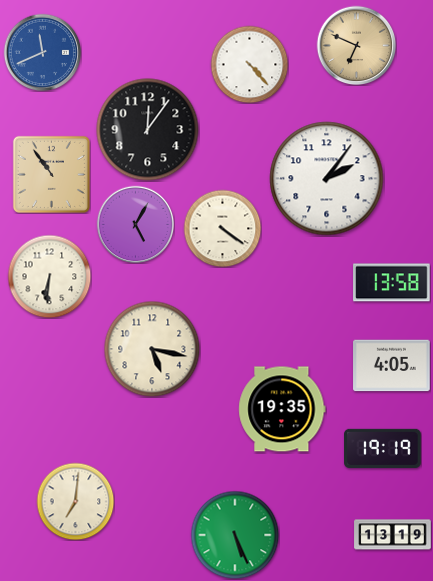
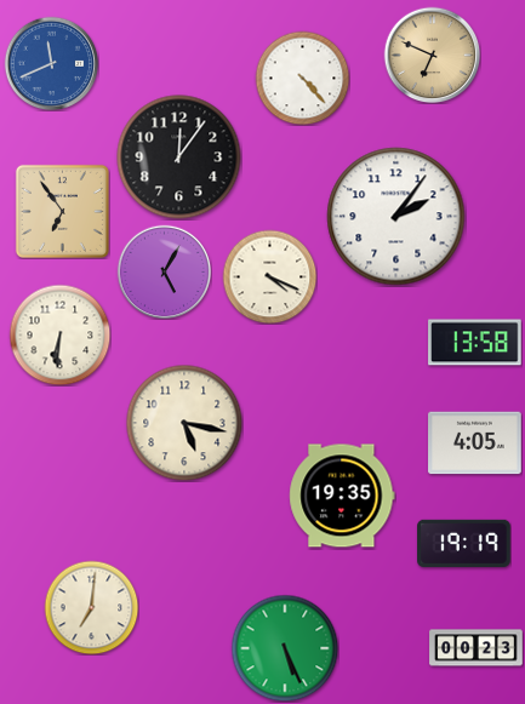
clock at (51, 174): 10:54 -> 6:54
clock at (222, 228): 4:21 -> 4:19
clock at (393, 535): 13:19 -> 00:23
